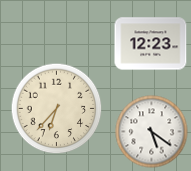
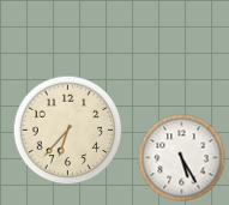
clock at (151, 44): 12:23 -> none
clock at (152, 132): 5:21 -> 5:25
